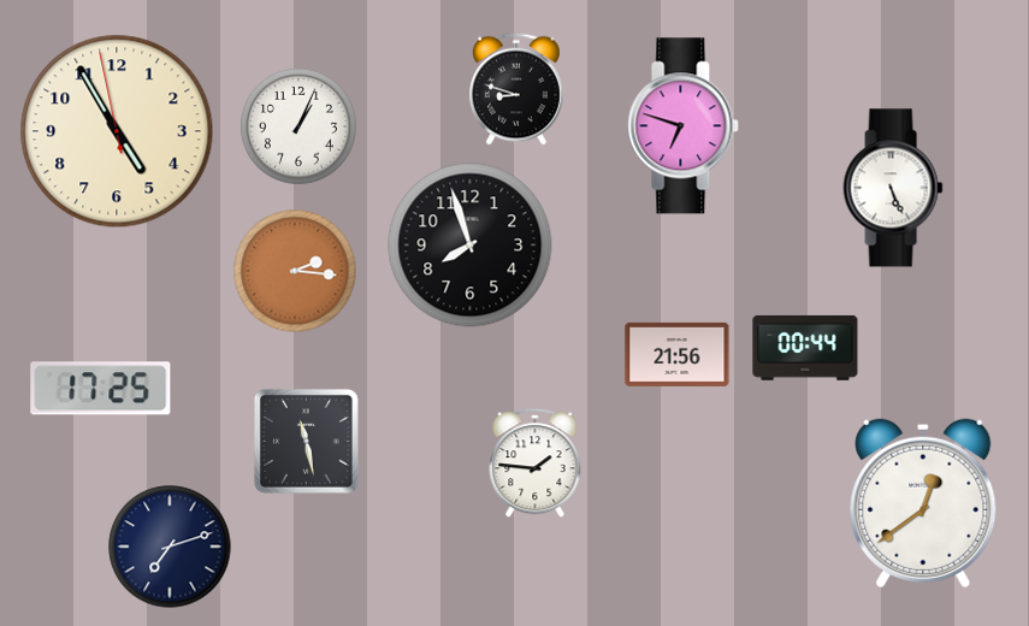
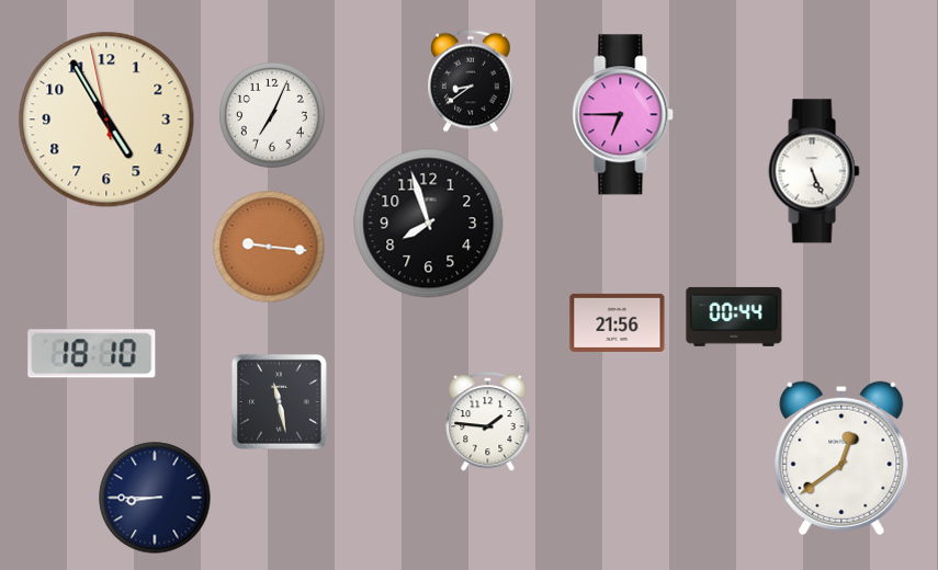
clock at (518, 89): 8:48 -> 8:39
clock at (298, 126): 1:04 -> 7:04
clock at (684, 126): 6:48 -> 6:45
clock at (295, 271): 2:16 -> 9:16
clock at (101, 389): 17:25 -> 18:10
clock at (170, 547): 7:12 -> 8:45
